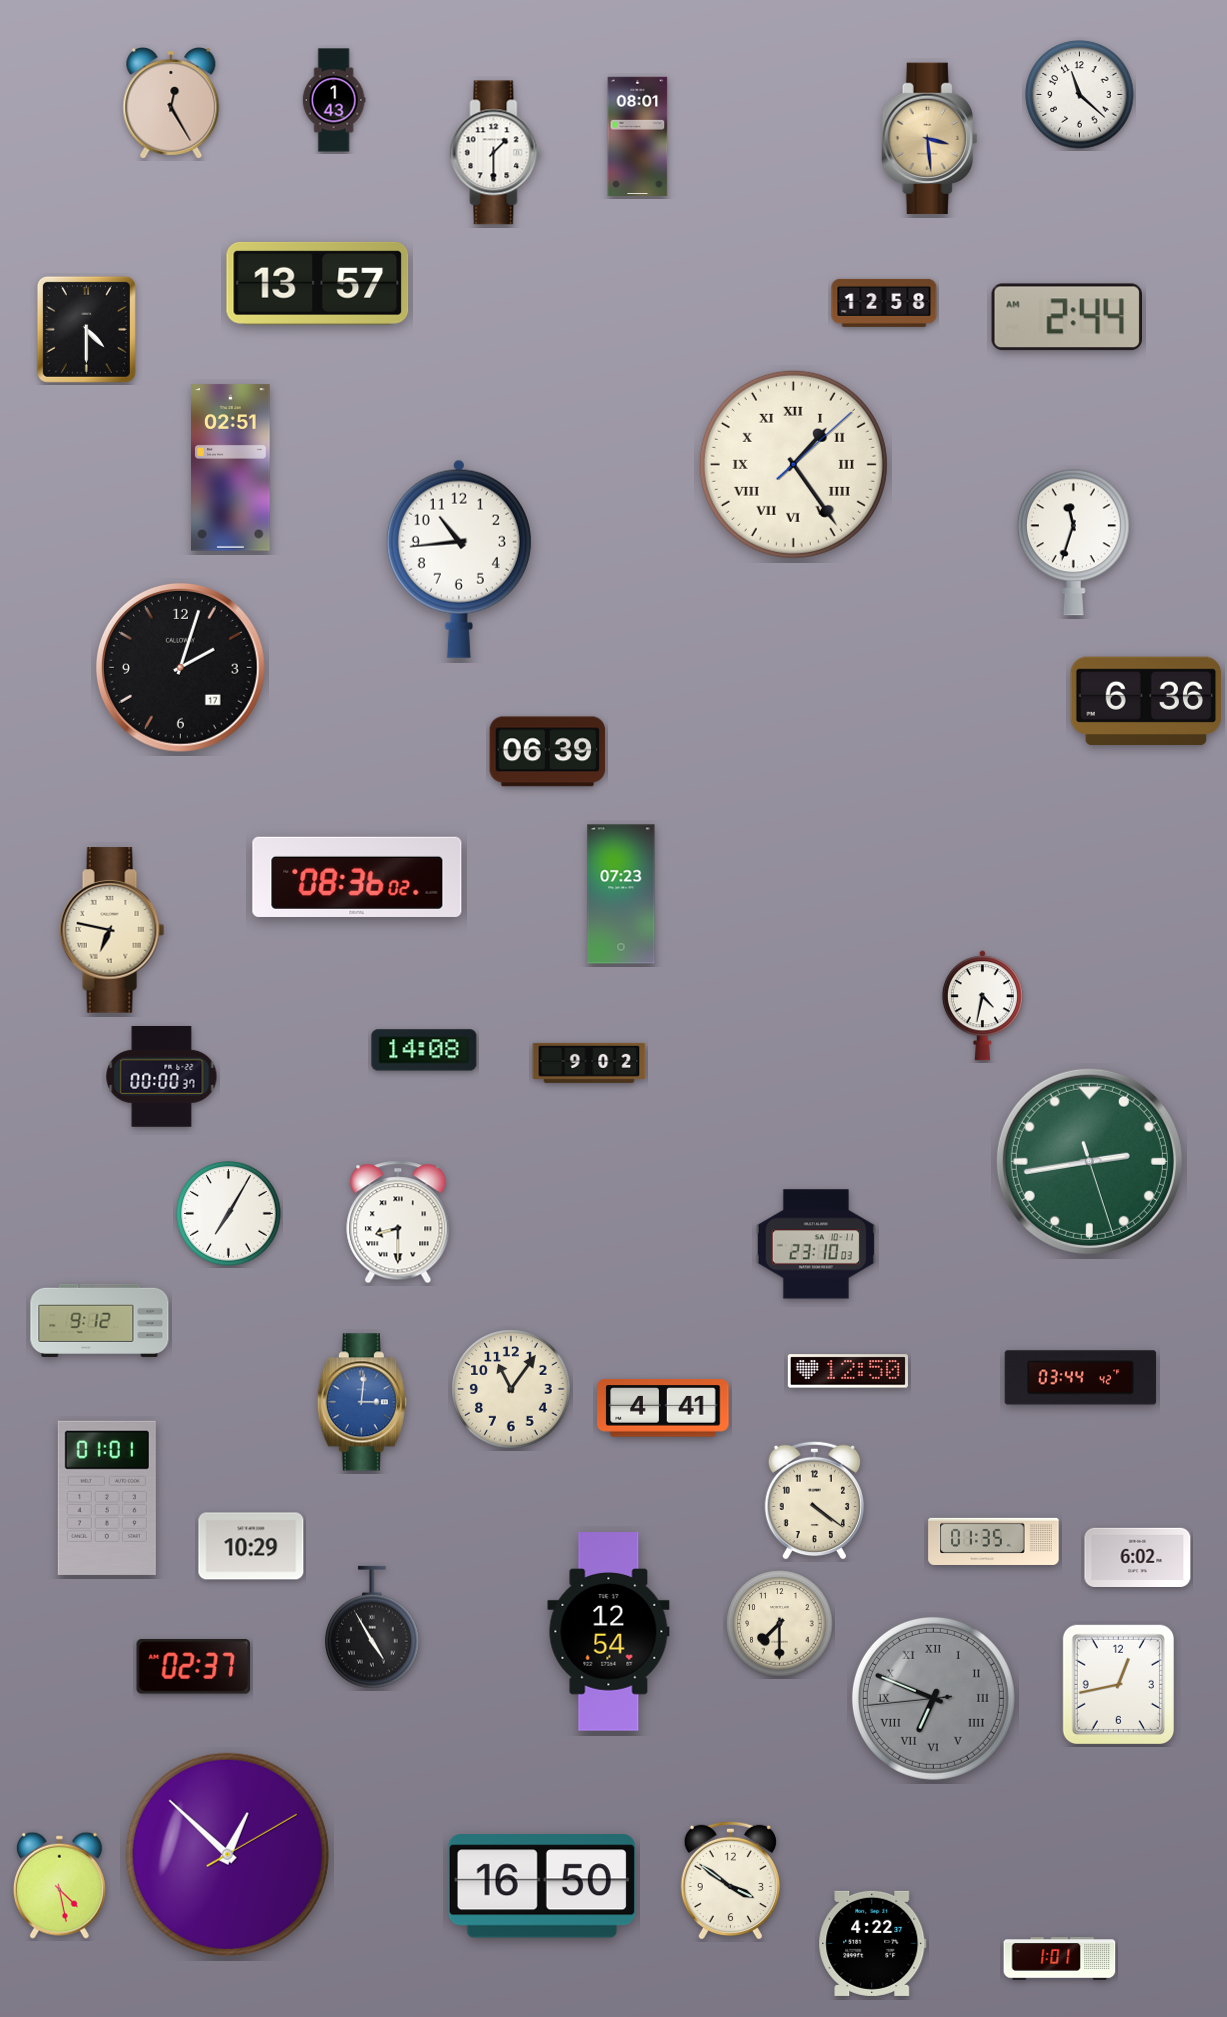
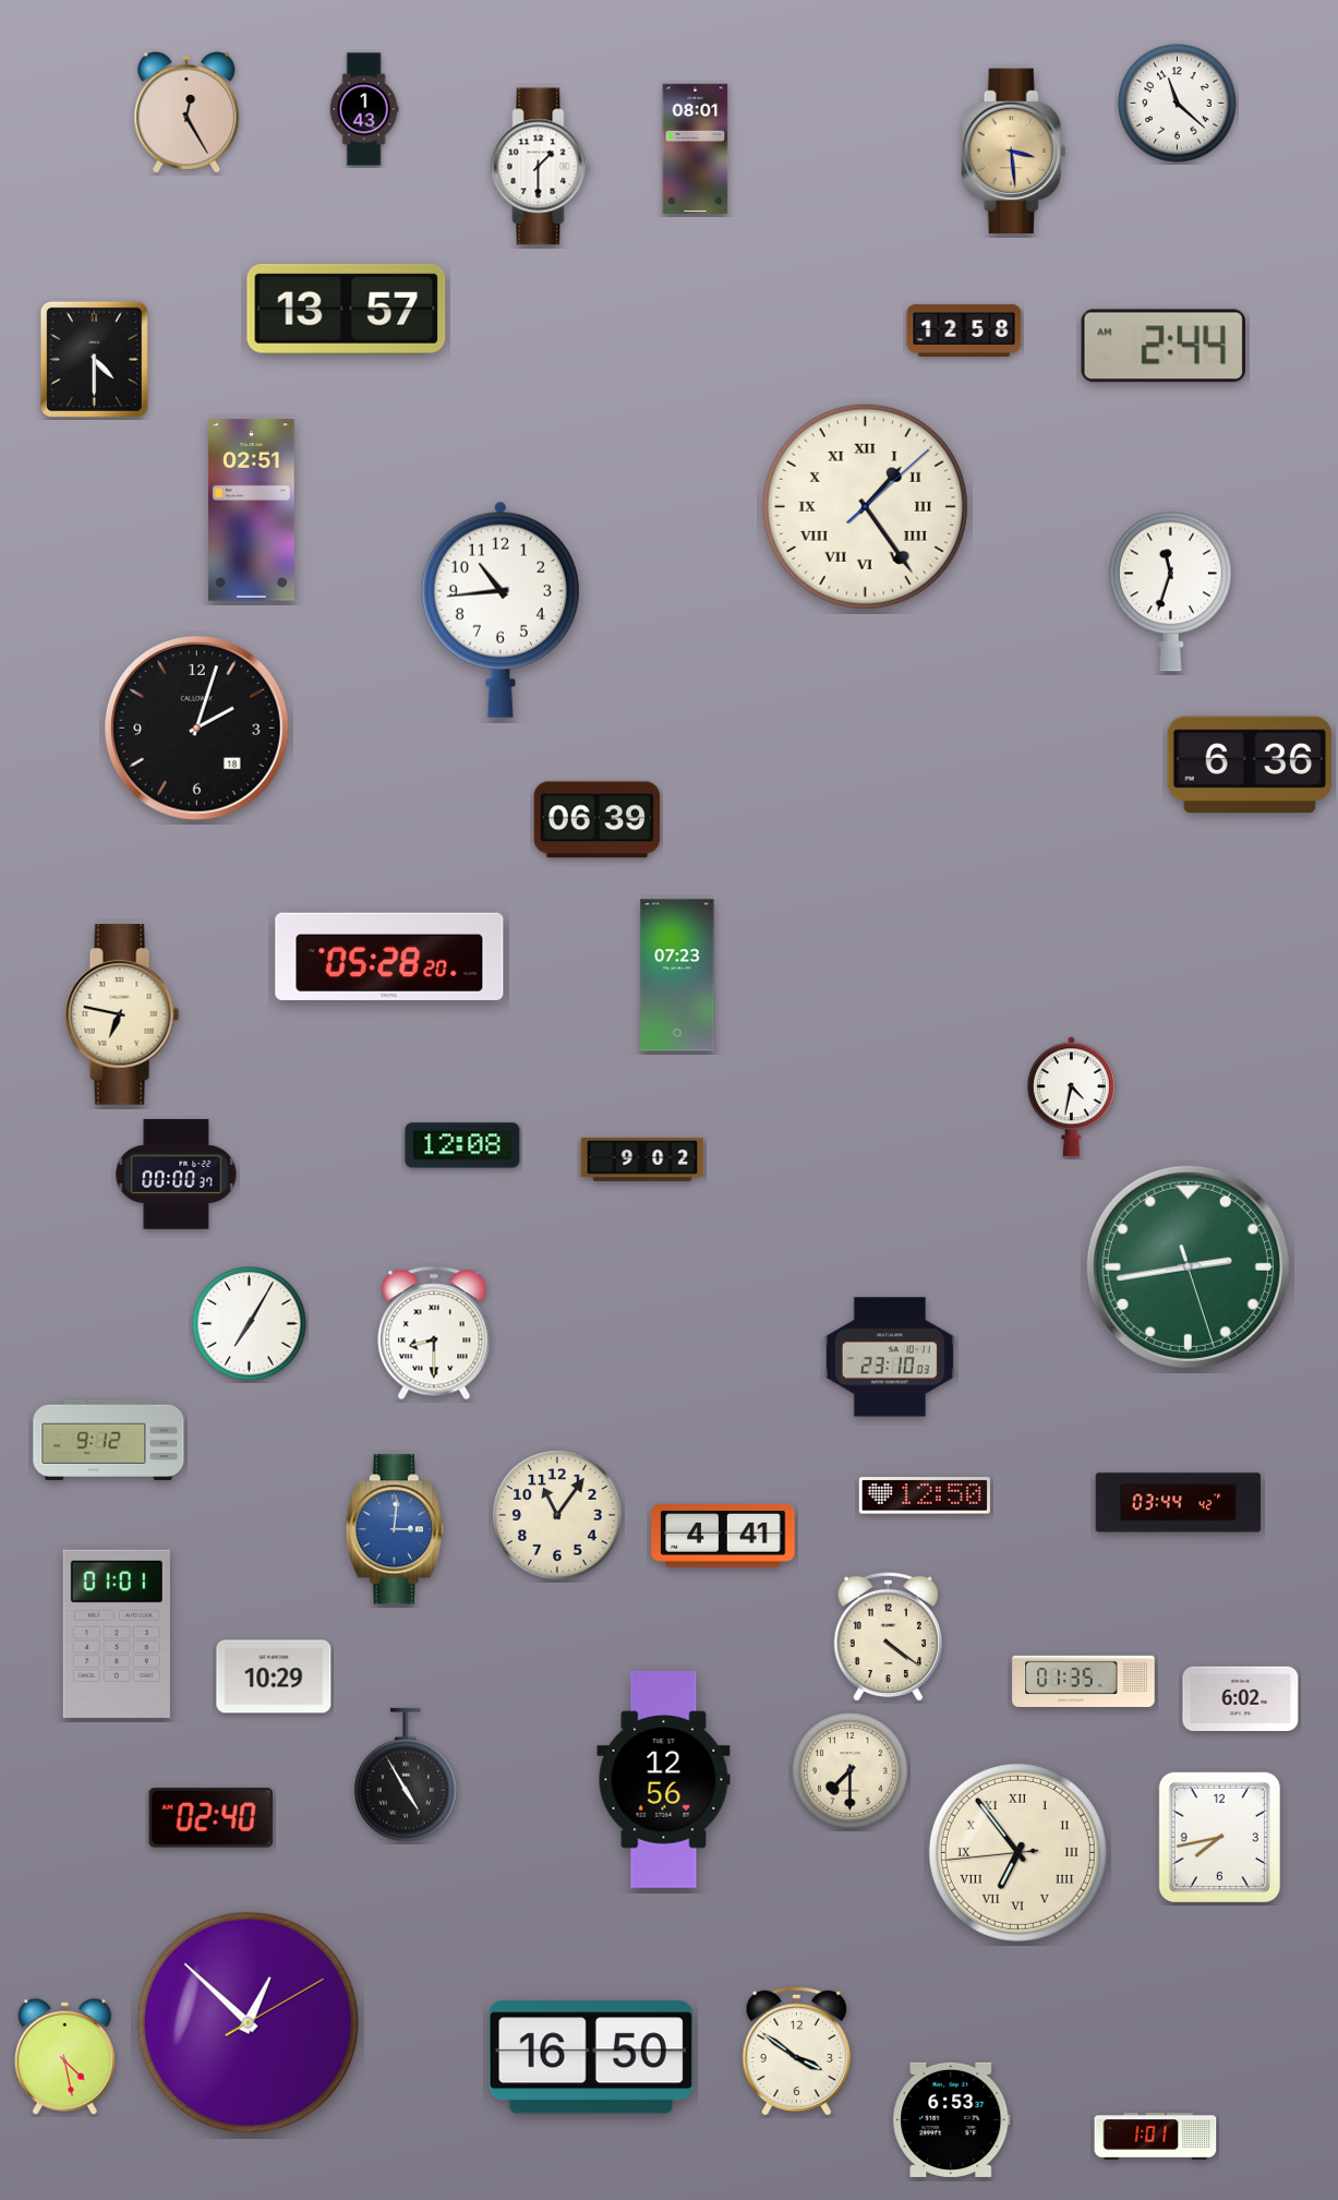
clock at (180, 667) date: 17 -> 18
clock at (357, 877): 08:36 -> 05:28
clock at (424, 1050): 14:08 -> 12:08
clock at (251, 1546) position: (251, 1546) -> (274, 1676)
clock at (609, 1632): 12:54 -> 12:56
clock at (194, 1667): 02:37 -> 02:40
clock at (1118, 1684): 12:43 -> 7:43
clock at (933, 1698): 6:48 -> 6:53
clock at (933, 1698) dial: grey -> cream
clock at (873, 1943): 4:22 -> 6:53
